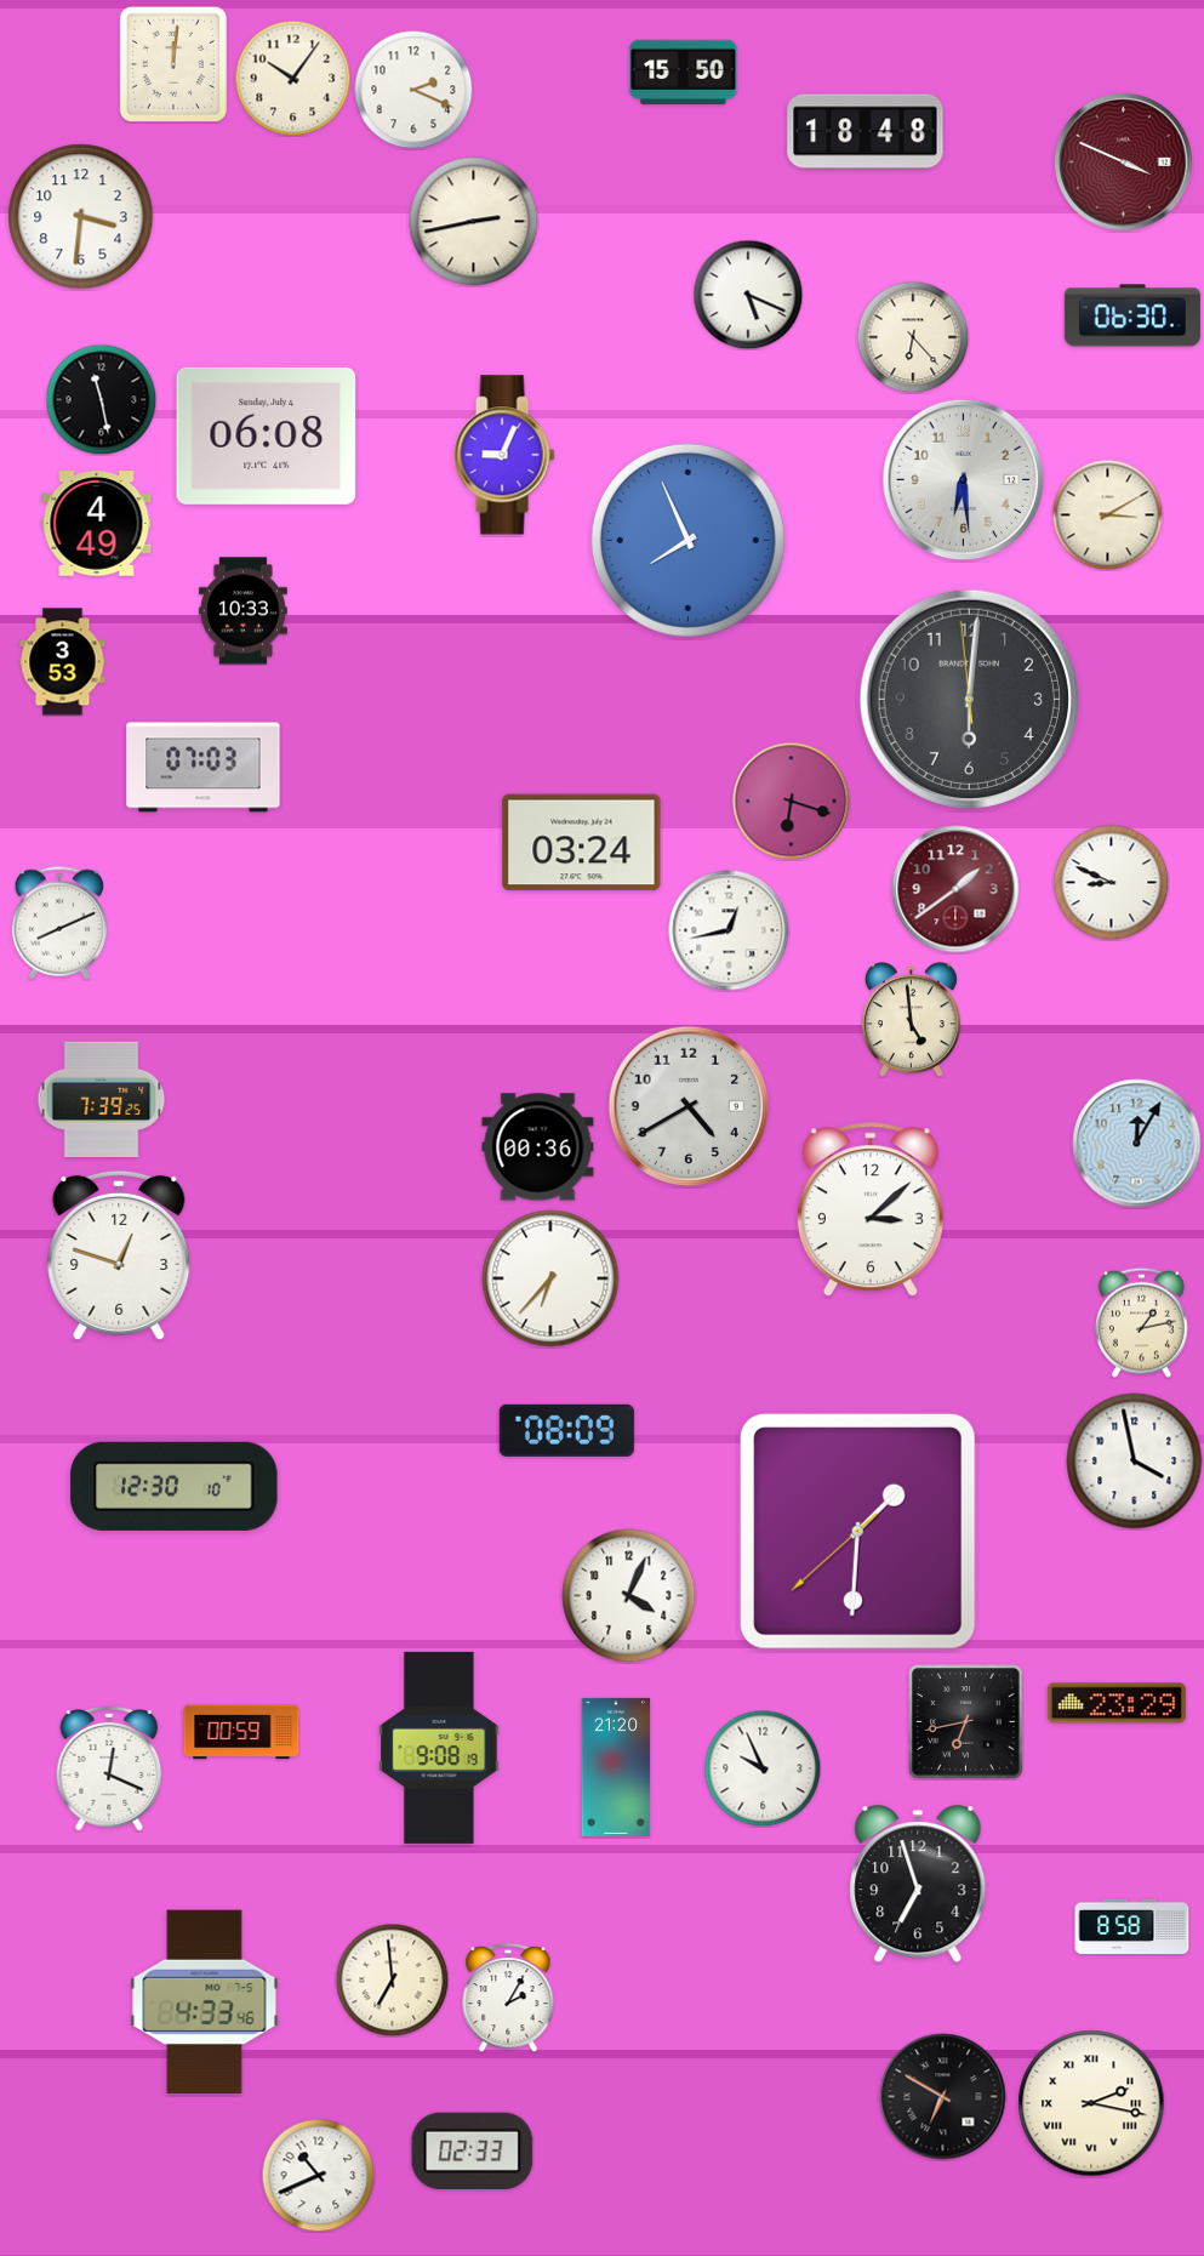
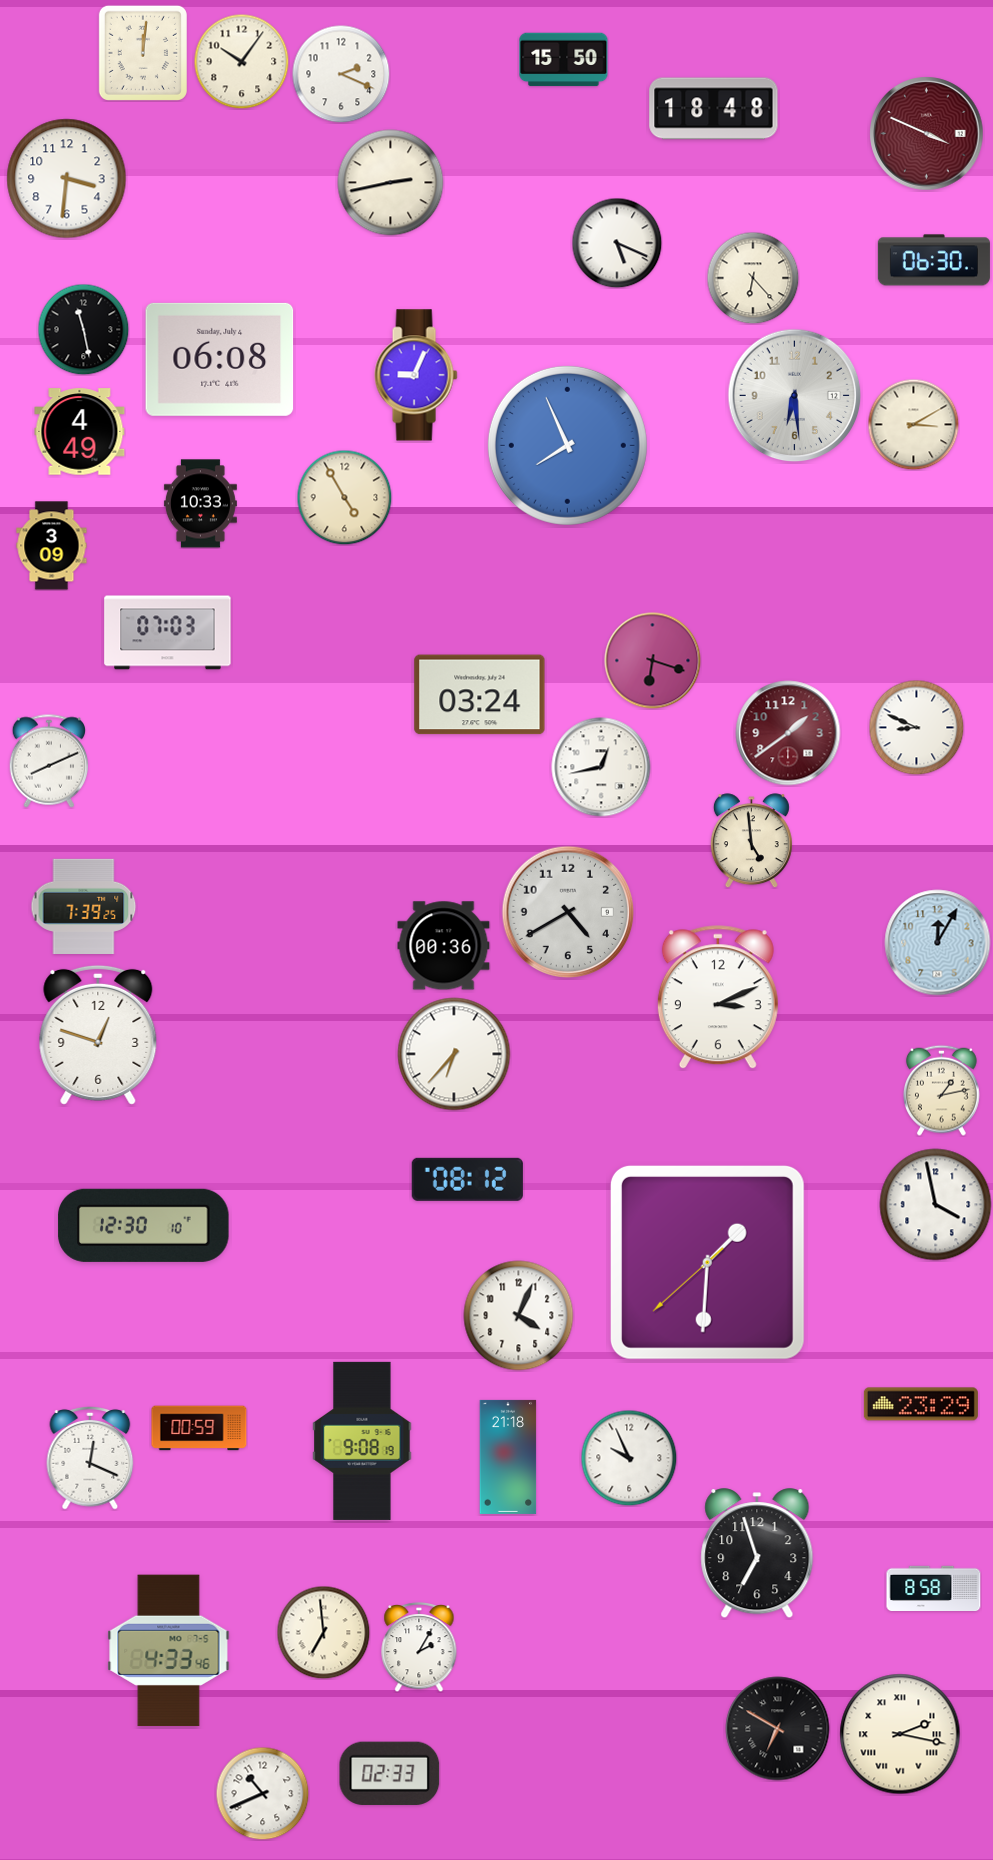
clock at (292, 78) position: (292, 78) -> (241, 61)
clock at (344, 497): none -> 4:55
clock at (63, 662): 3:53 -> 3:09
clock at (969, 699): 6:00 -> none
clock at (871, 1210): 3:08 -> 3:11
clock at (566, 1430): 08:09 -> 08:12
clock at (966, 1722): 6:43 -> none
clock at (616, 1767): 21:20 -> 21:18
